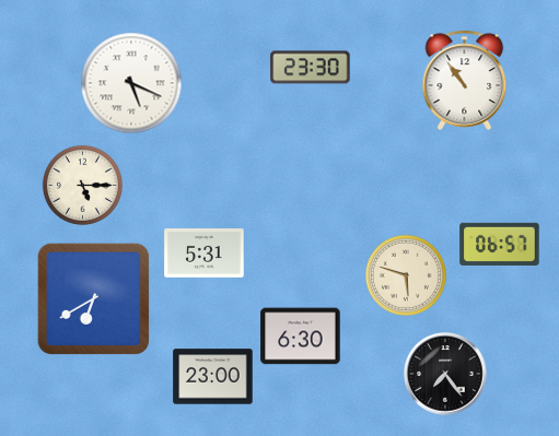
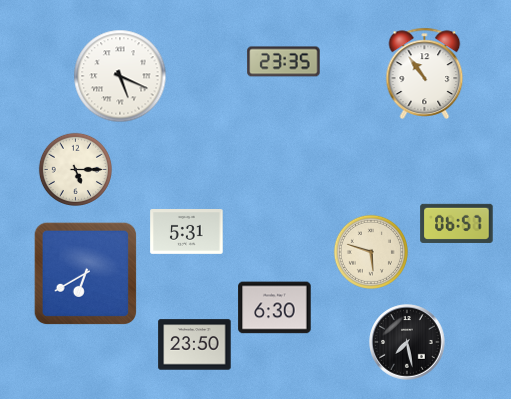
clock at (311, 68): 23:30 -> 23:35
clock at (445, 374): 7:24 -> 7:28
clock at (213, 377): 23:00 -> 23:50
